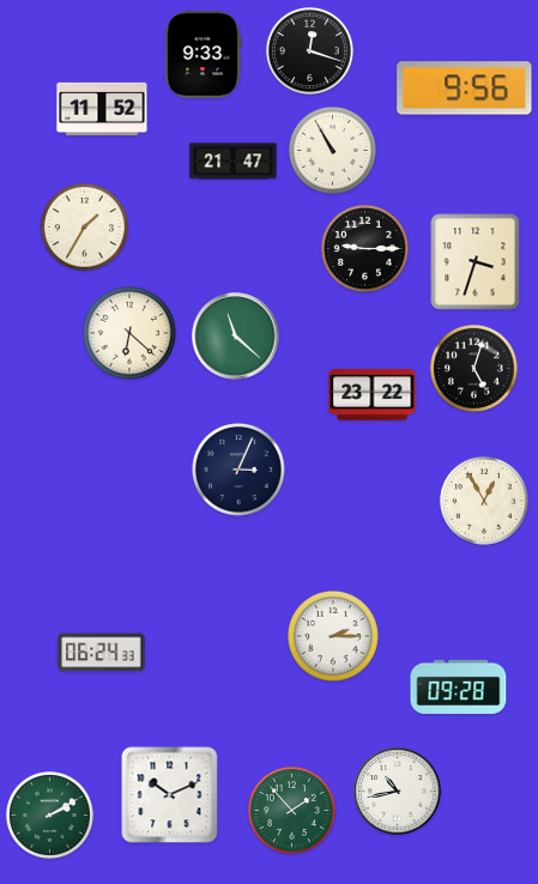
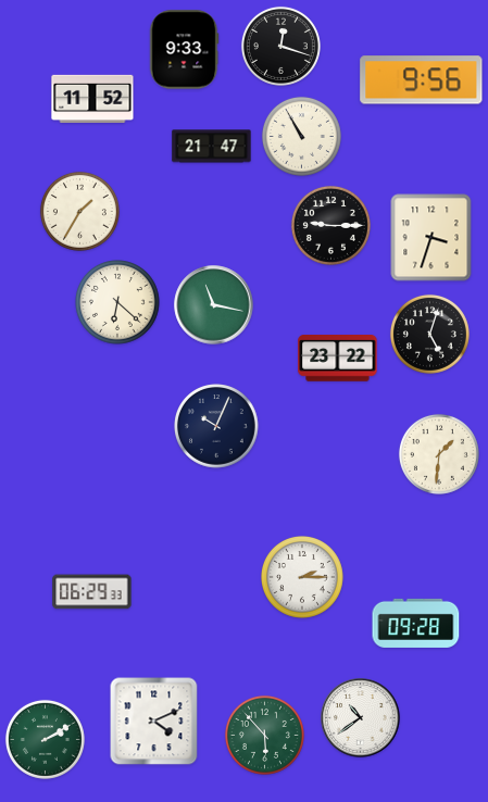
clock at (84, 226) position: (84, 226) -> (79, 211)
clock at (236, 337): 11:22 -> 11:17
clock at (238, 470): 3:04 -> 10:04
clock at (484, 501): 12:55 -> 1:31
clock at (102, 653): 06:24 -> 06:29
clock at (398, 792): 10:43 -> 10:39
clock at (170, 795): 10:11 -> 4:11
clock at (291, 810): 1:53 -> 5:53
